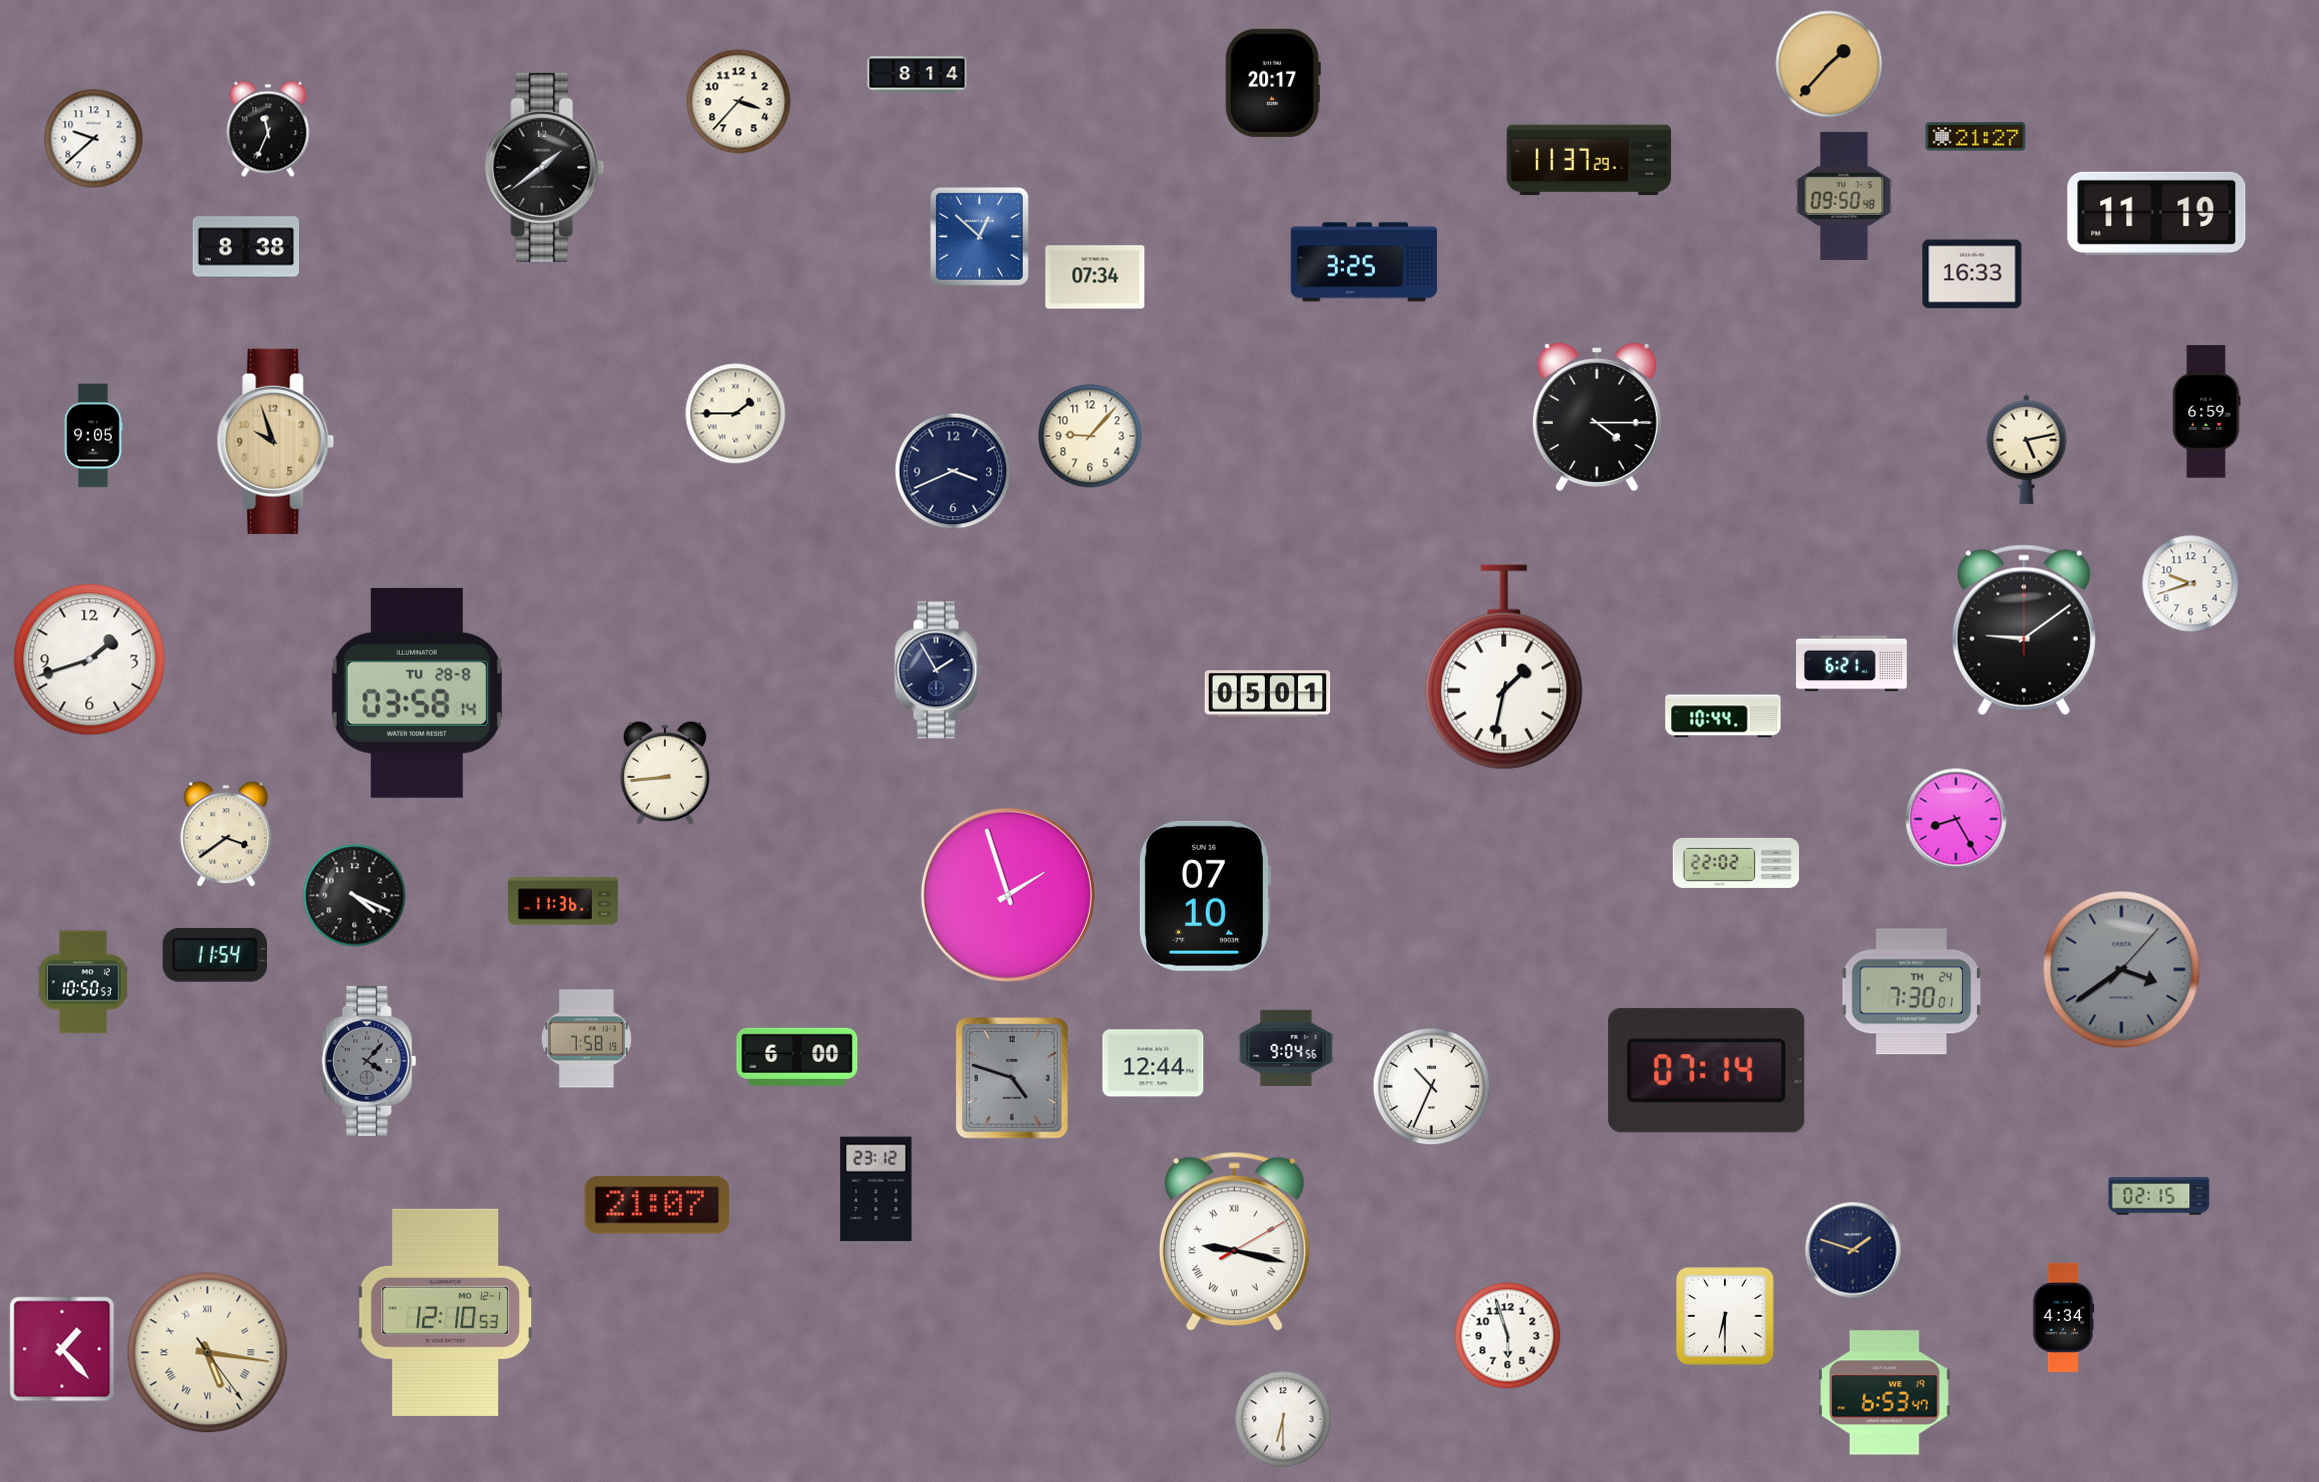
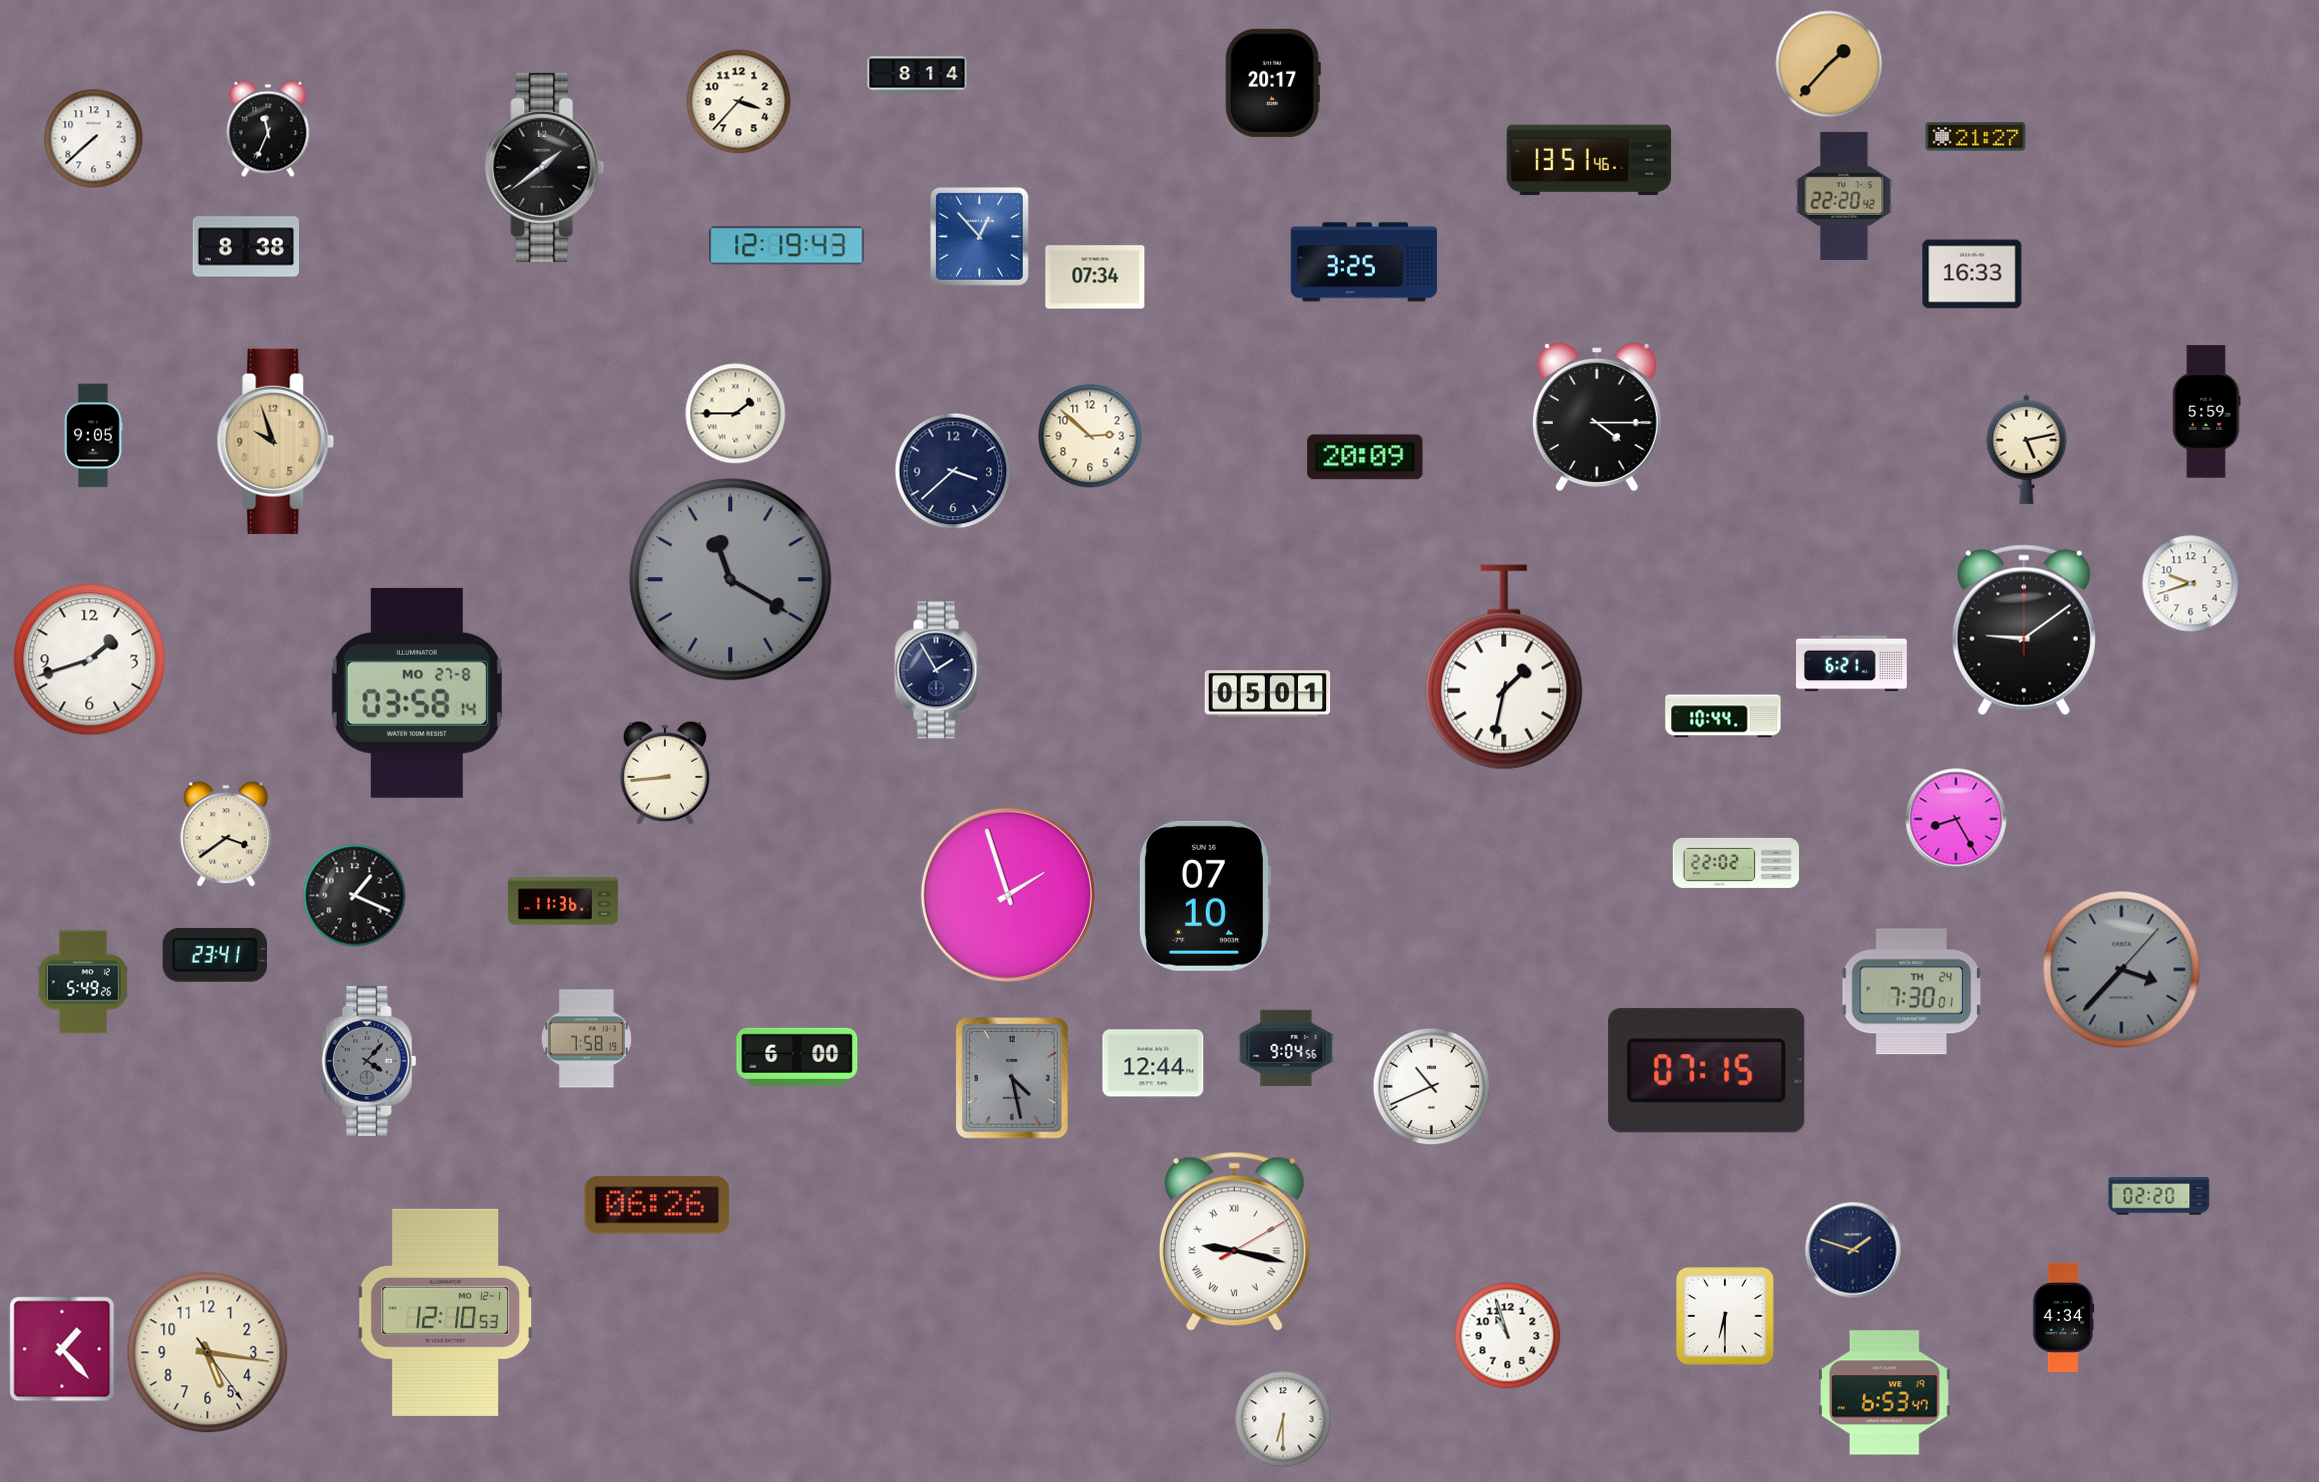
clock at (94, 139): 9:38 -> 7:38
clock at (1589, 160): 11:37 -> 13:51
clock at (1844, 196): 09:50 -> 22:20
clock at (2157, 213): 11:19 -> none
clock at (979, 236): 12:52 -> 12:53
clock at (787, 246): none -> 12:19
clock at (2206, 412): 6:59 -> 5:59
clock at (1090, 436): 9:07 -> 2:52
clock at (1365, 457): none -> 20:09
clock at (953, 471): 3:41 -> 3:38
clock at (731, 580): none -> 11:20
clock at (417, 693) date: TU 28-8 -> MO 27-8
clock at (355, 896): 4:19 -> 1:19
clock at (215, 955): 11:54 -> 23:41
clock at (2122, 970): 3:39 -> 3:37
clock at (83, 982): 10:50 -> 5:49
clock at (1707, 1071): 07:14 -> 07:15
clock at (1013, 1078): 4:48 -> 4:28
clock at (1432, 1087): 10:34 -> 10:41
clock at (876, 1189): 23:12 -> none
clock at (2159, 1196): 02:15 -> 02:20
clock at (657, 1205): 21:07 -> 06:26
clock at (1508, 1336): 5:57 -> 10:57
clock at (208, 1353) numerals: Roman -> Arabic
